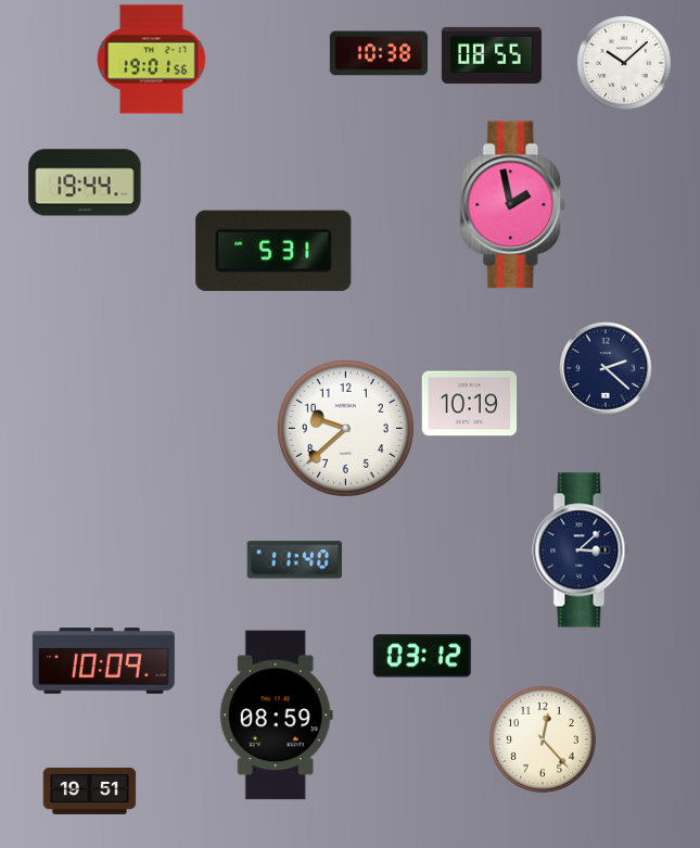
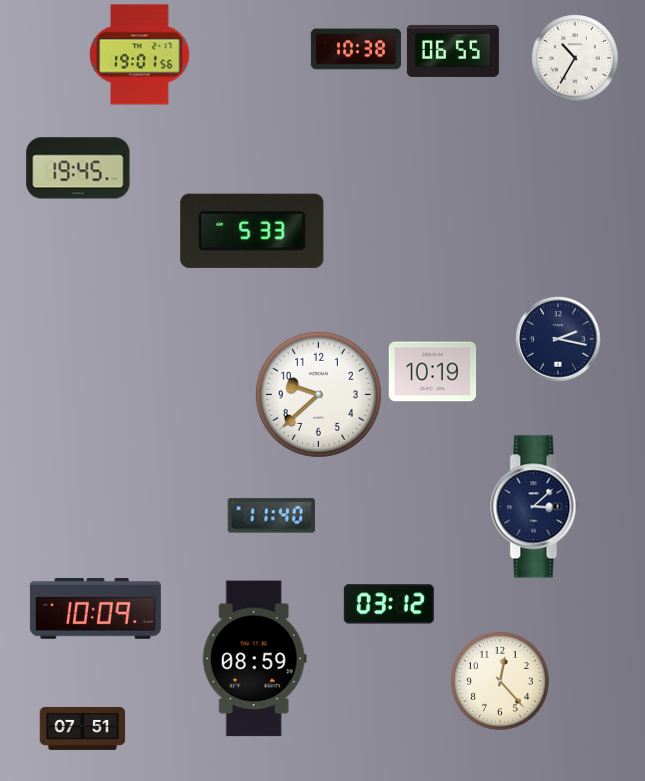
clock at (379, 53) position: (379, 53) -> (356, 49)
clock at (492, 55): 08:55 -> 06:55
clock at (624, 63): 10:08 -> 10:35
clock at (85, 182): 19:44 -> 19:45
clock at (513, 205): 1:58 -> none
clock at (273, 251): 5:31 -> 5:33
clock at (606, 368): 2:22 -> 2:17
clock at (90, 790): 19:51 -> 07:51
